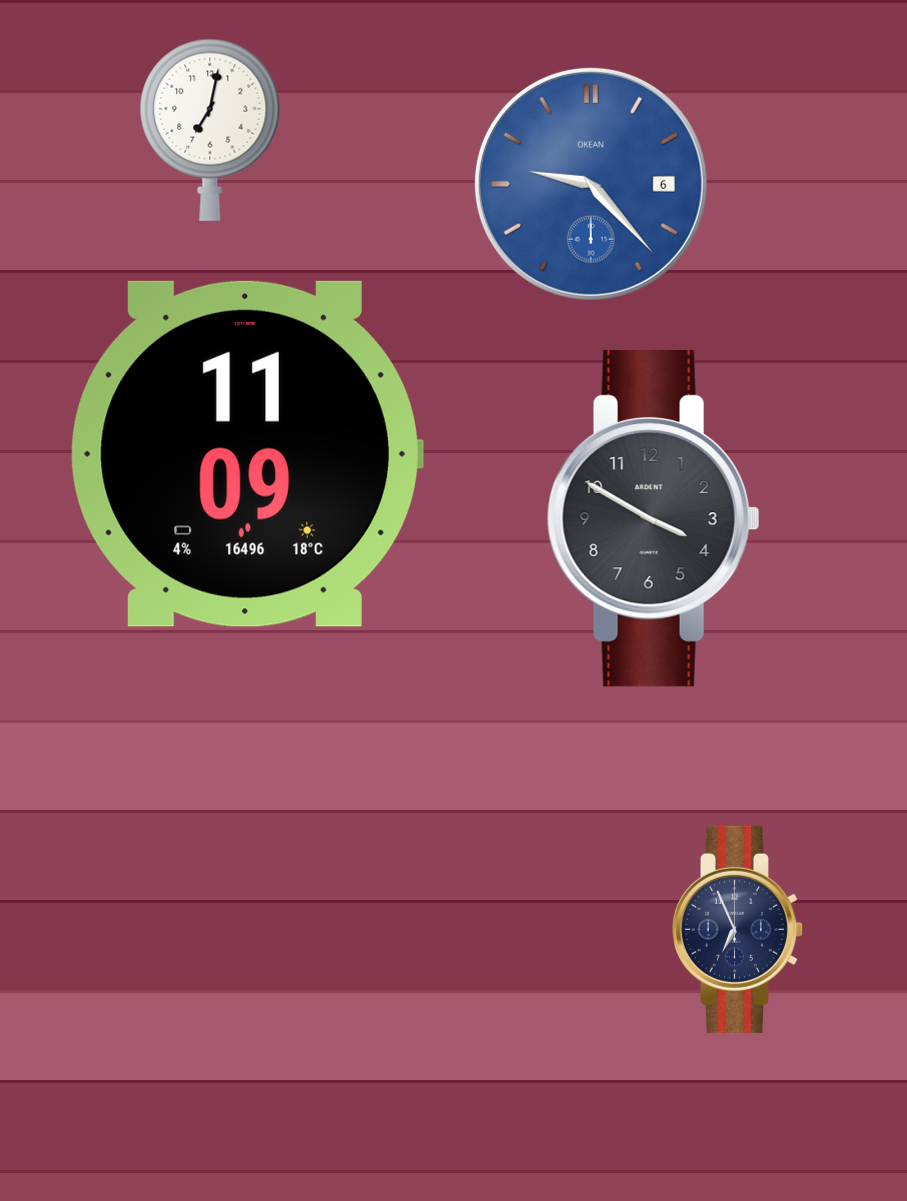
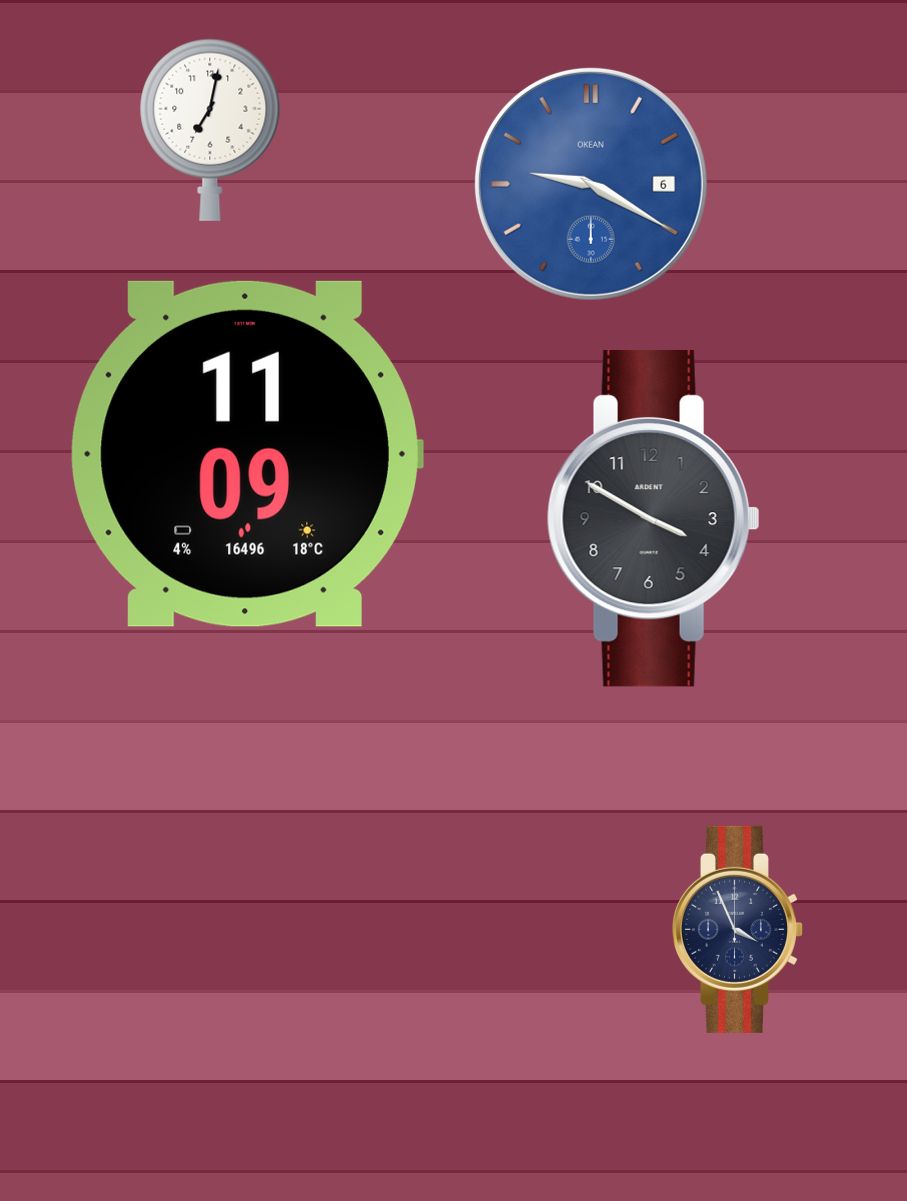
clock at (591, 184): 9:23 -> 9:20
clock at (737, 929): 6:56 -> 3:56
